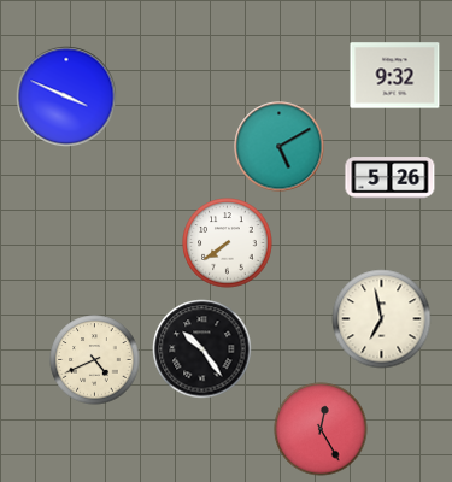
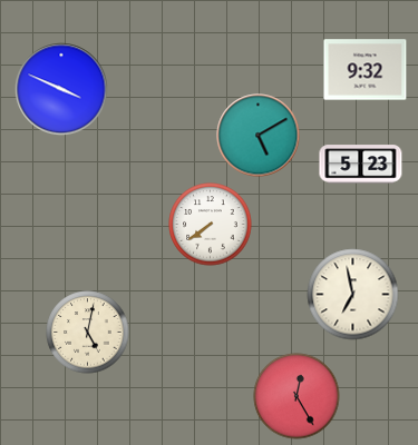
clock at (391, 178): 5:26 -> 5:23
clock at (202, 349): 10:24 -> none
clock at (95, 360): 4:41 -> 5:02
